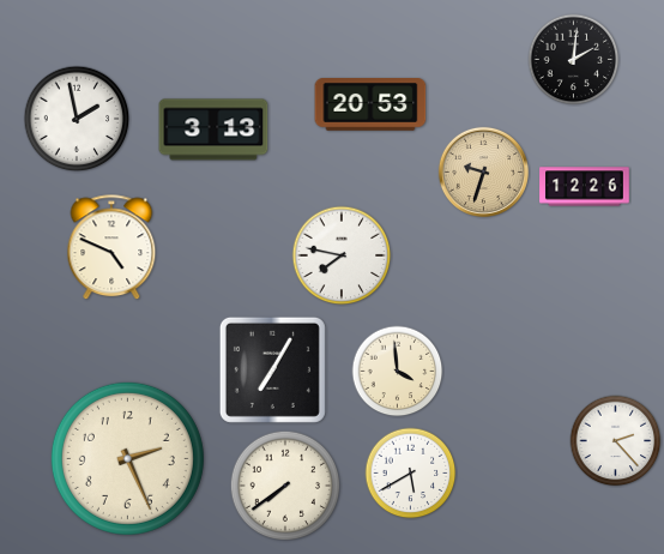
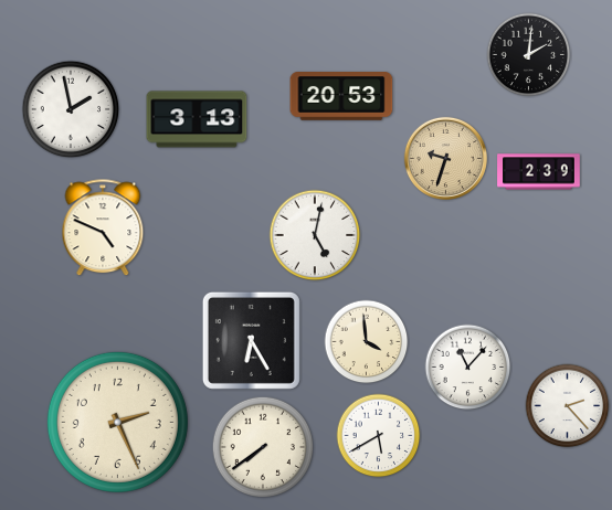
clock at (585, 187): 12:26 -> 2:39
clock at (342, 255): 7:47 -> 5:02
clock at (272, 369): 7:05 -> 6:25
clock at (468, 368): none -> 11:07
